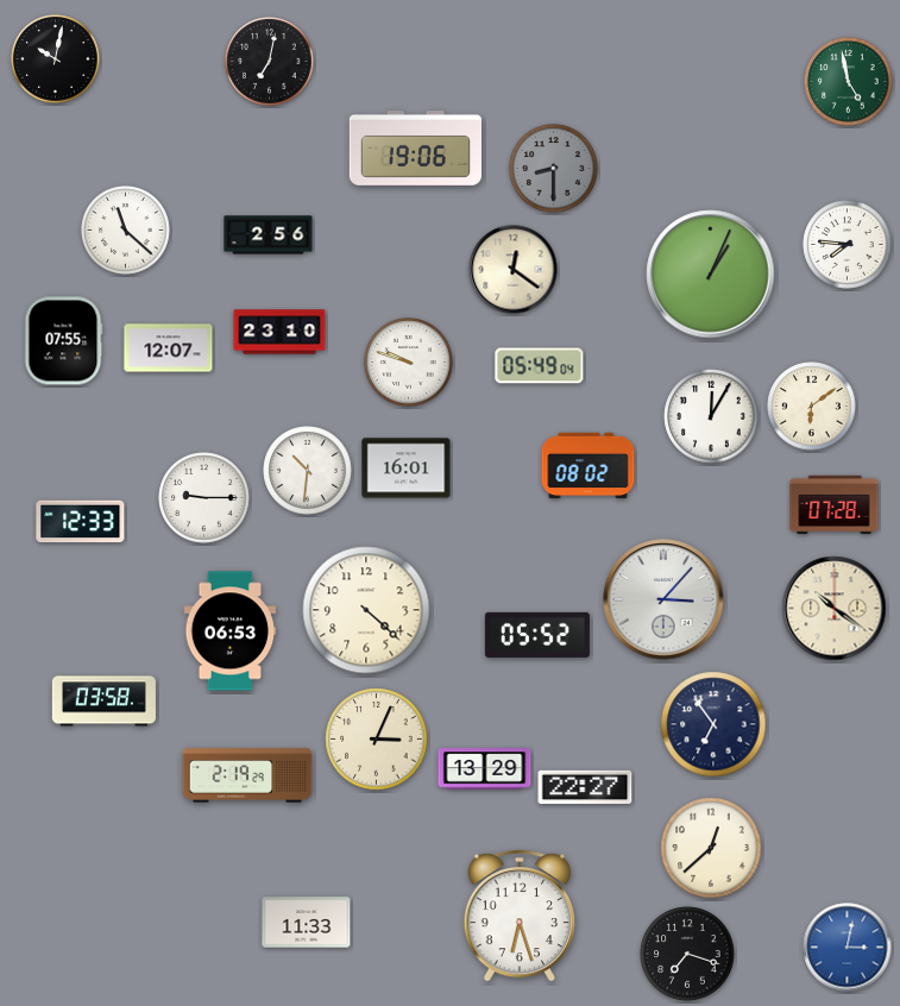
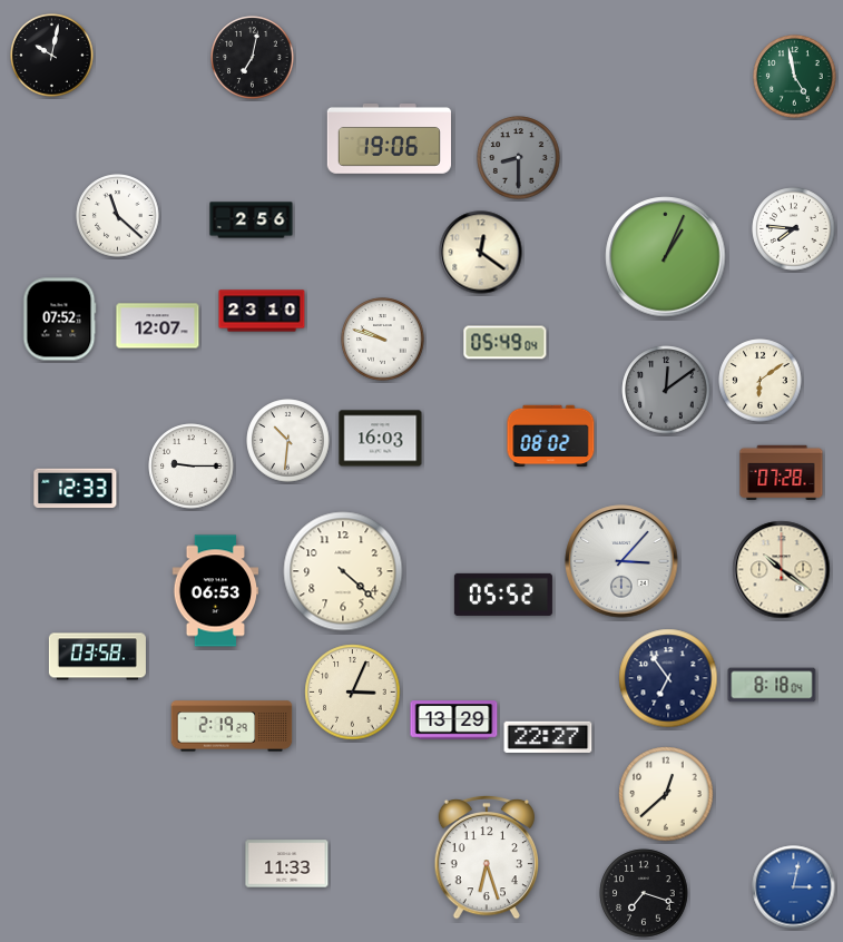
clock at (63, 341): 07:55 -> 07:52
clock at (711, 416): 12:05 -> 12:09
clock at (711, 416) dial: white -> grey
clock at (407, 469): 16:01 -> 16:03
clock at (772, 685): none -> 8:18
